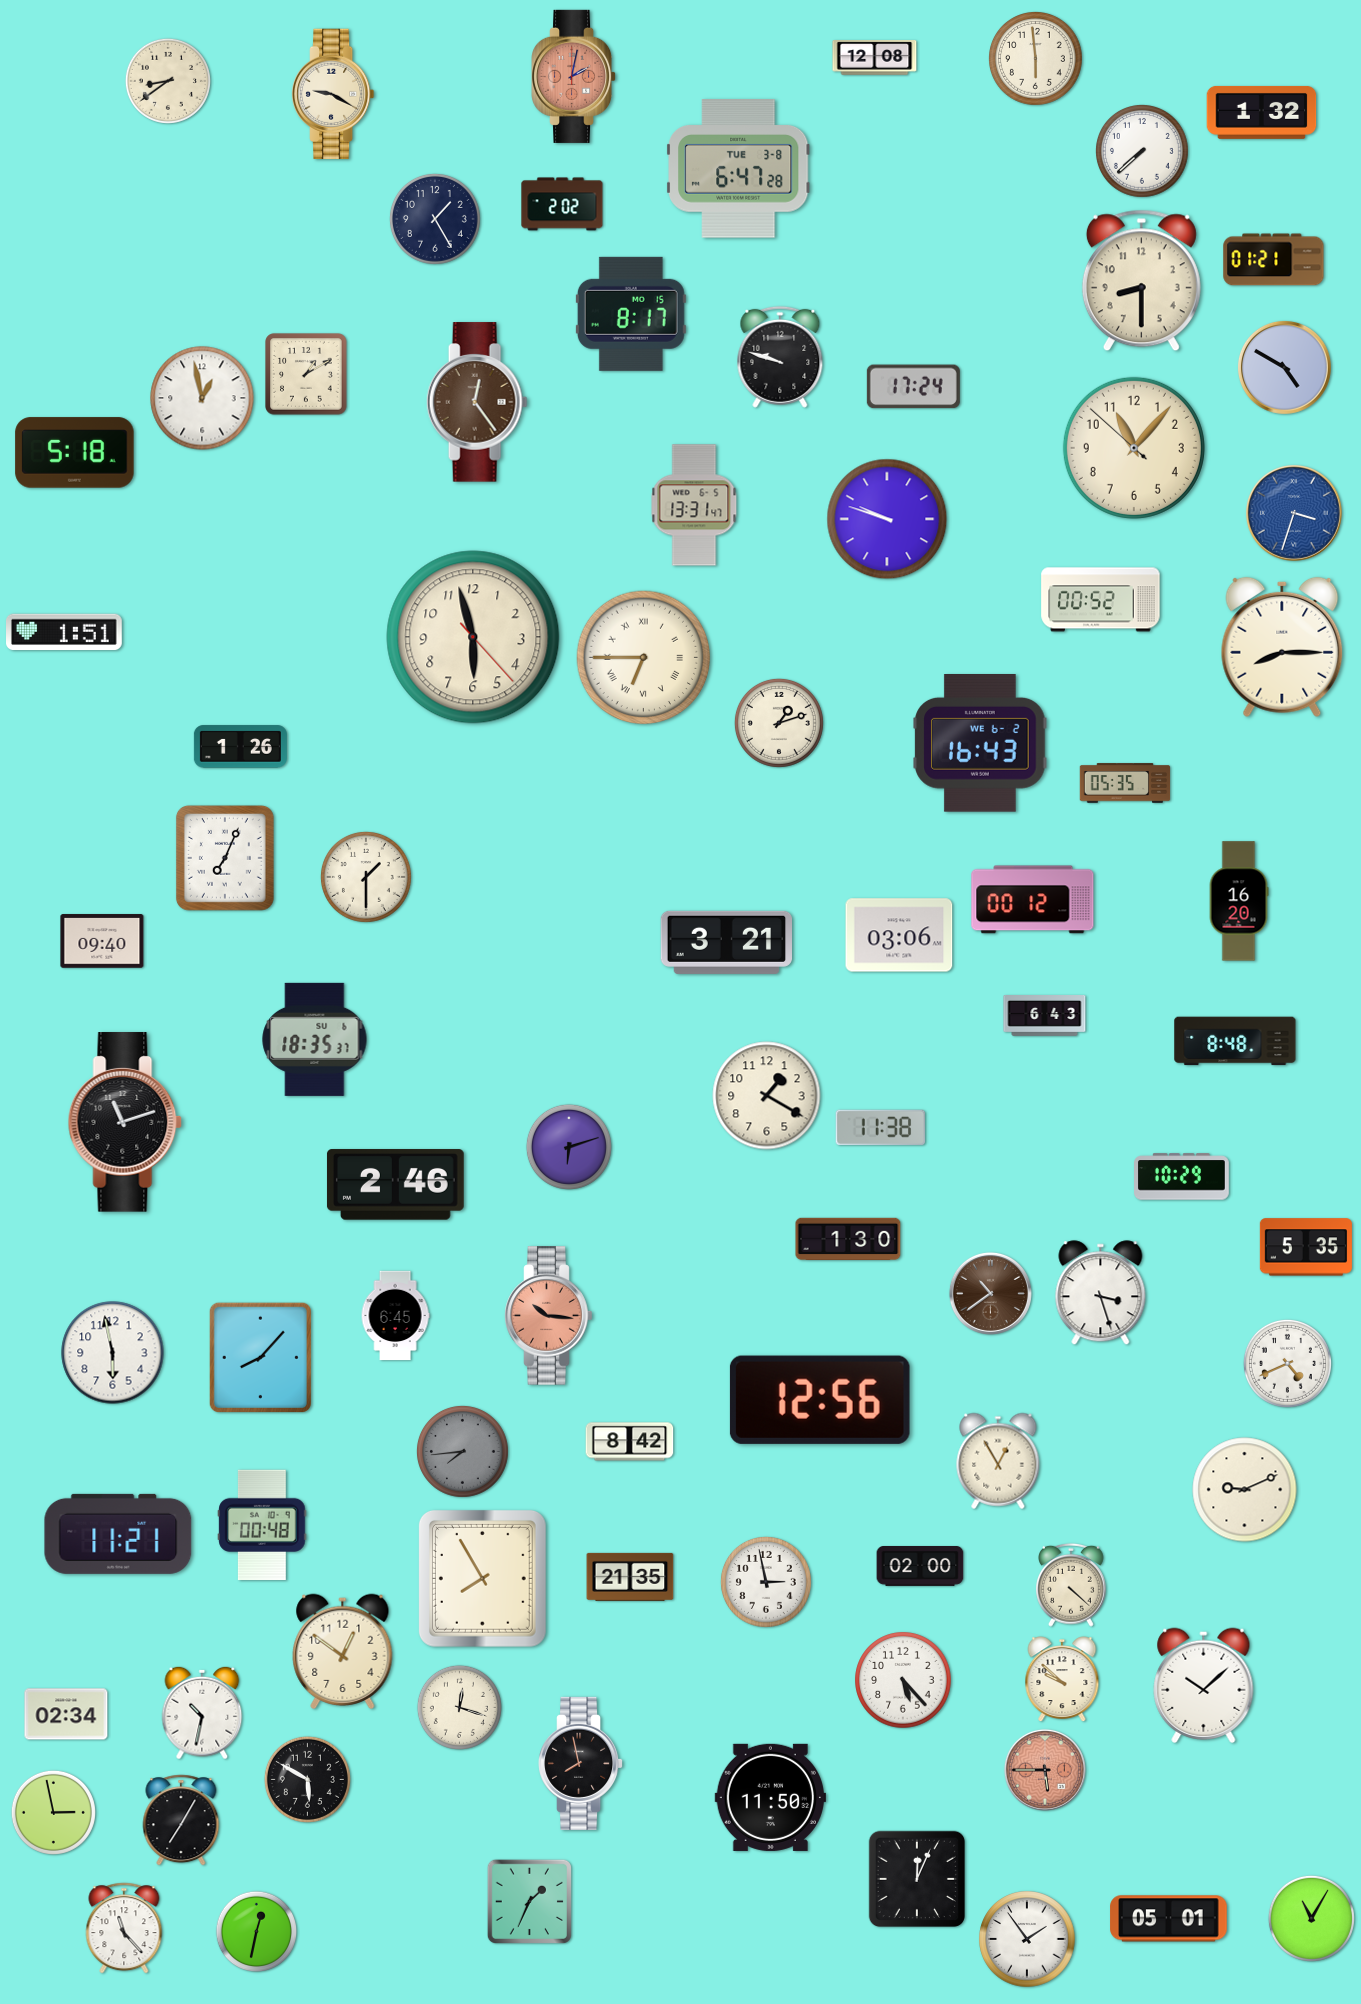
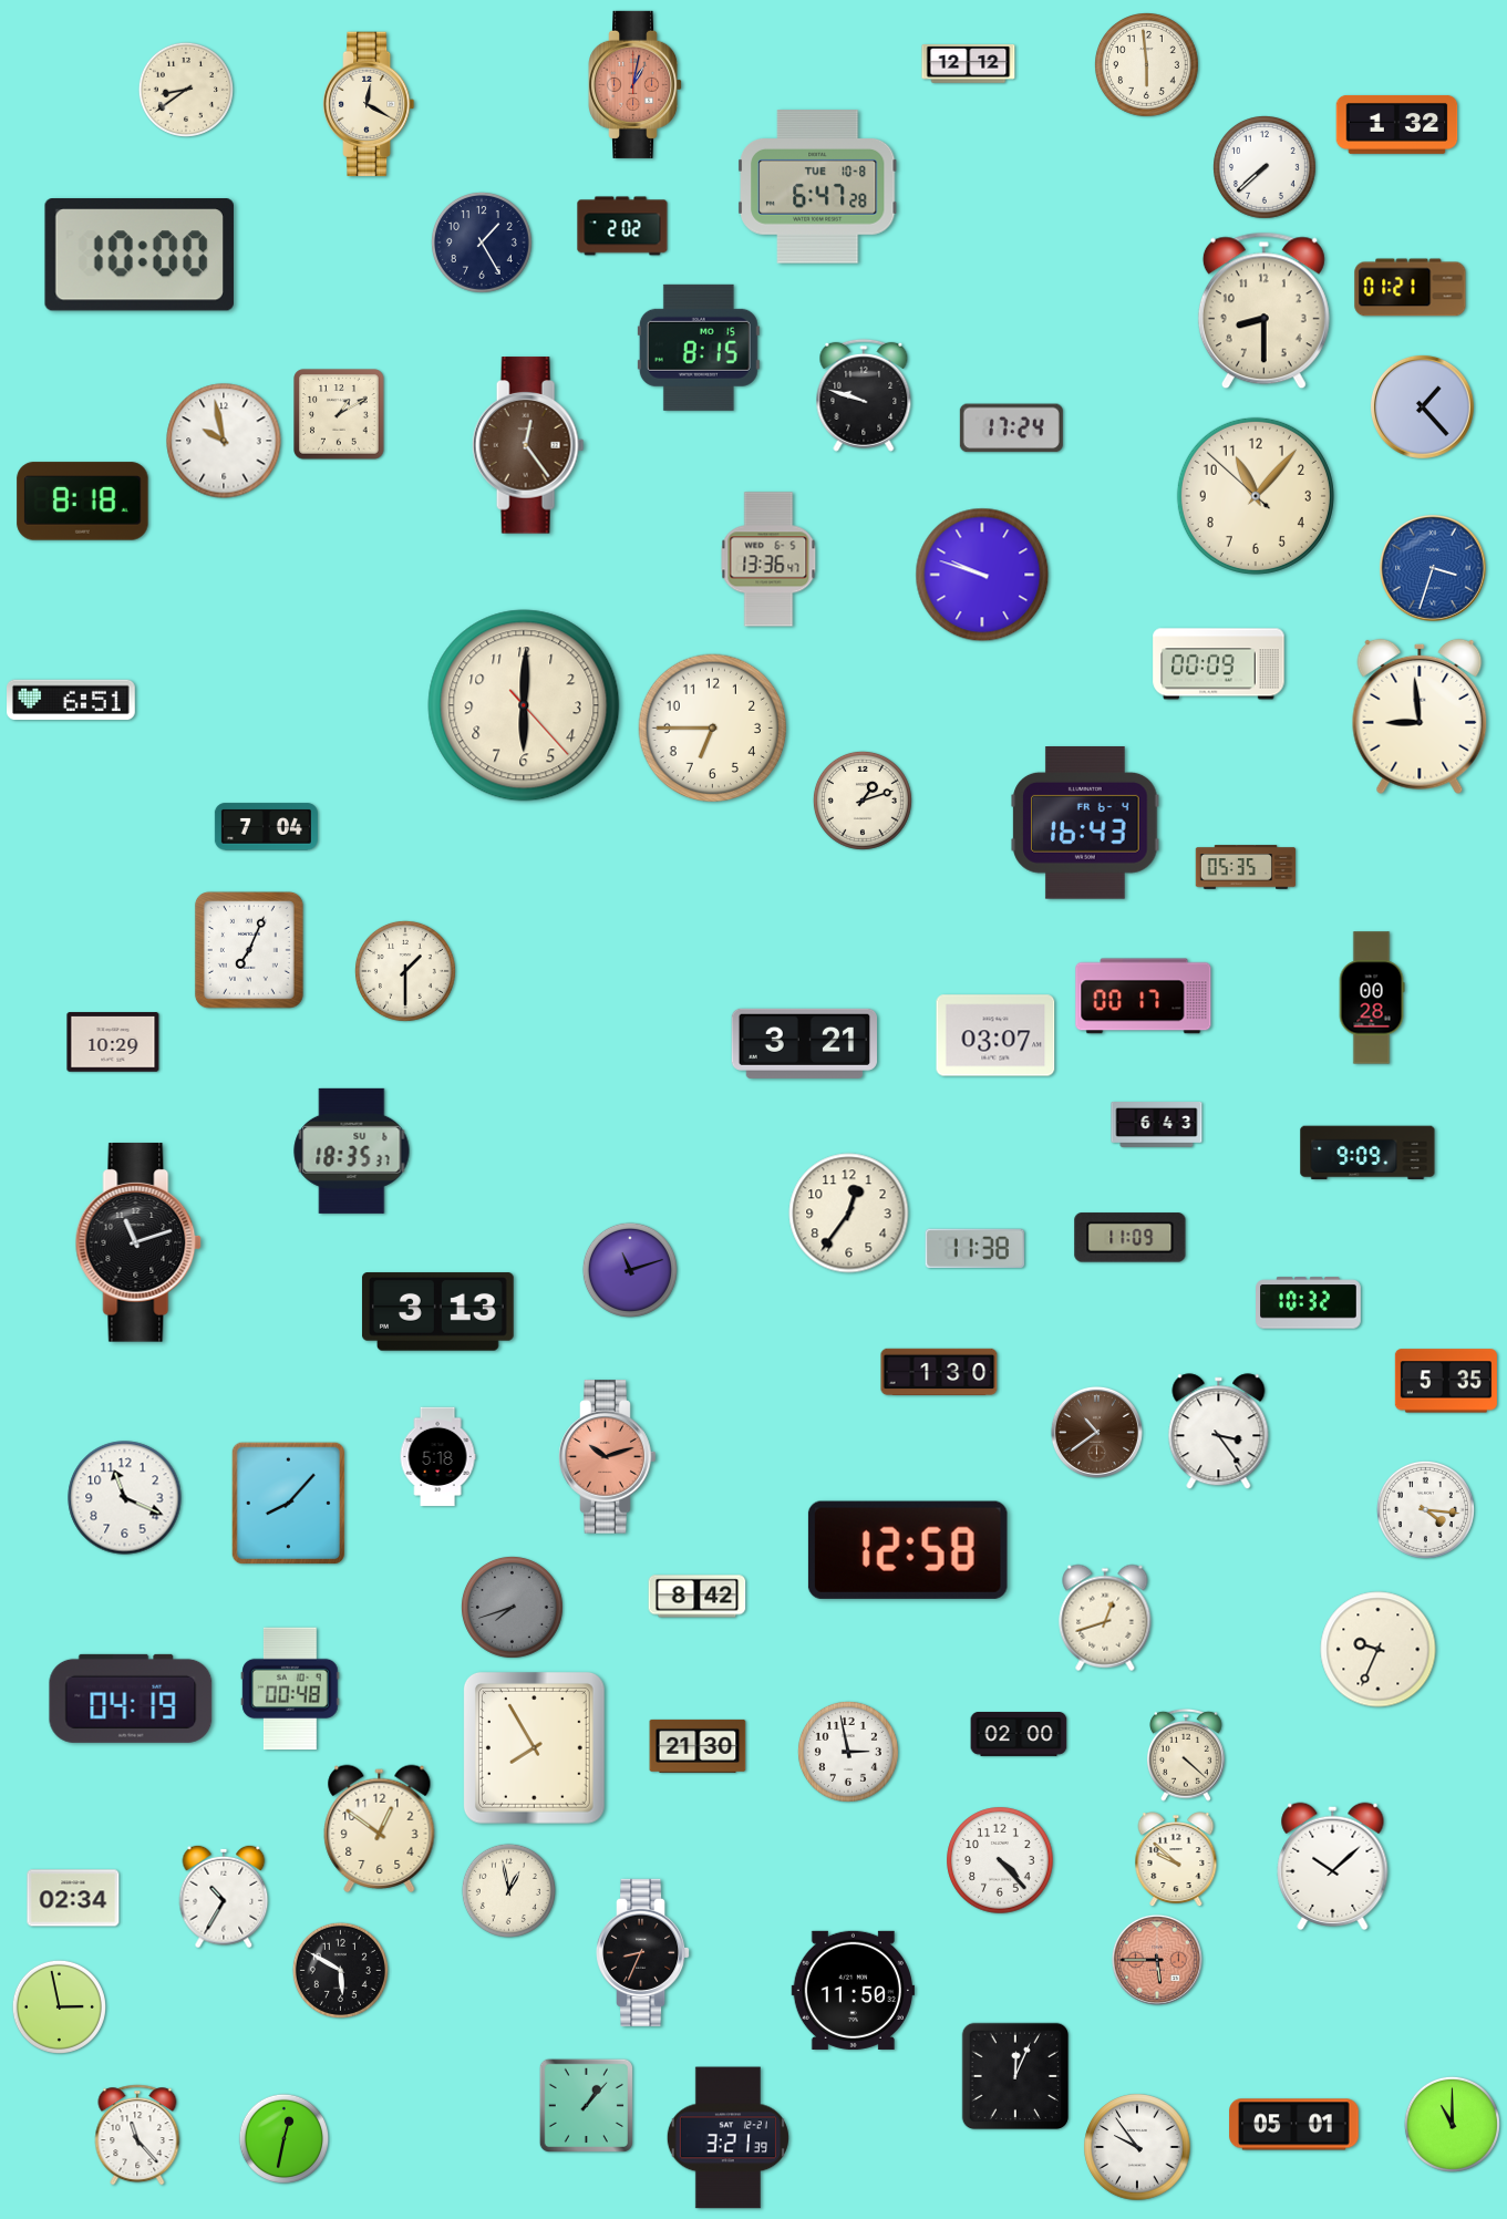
clock at (875, 58): 12:08 -> 12:12
clock at (574, 76): 2:02 -> 1:02
clock at (333, 94): 9:20 -> 12:20
clock at (739, 169) date: TUE 3-8 -> TUE 10-8
clock at (140, 255): none -> 10:00
clock at (631, 314): 8:17 -> 8:15
clock at (1284, 367): 4:50 -> 1:23
clock at (202, 398): 12:58 -> 9:58
clock at (75, 453): 5:18 -> 8:18
clock at (694, 505): 13:31 -> 13:36
clock at (1101, 600): 00:52 -> 00:09
clock at (65, 632): 1:51 -> 6:51
clock at (473, 637): 5:57 -> 6:00
clock at (1282, 647): 8:15 -> 8:59
clock at (644, 658) numerals: Roman -> Arabic
clock at (980, 744) date: WE 6-2 -> FR 6-4
clock at (240, 747): 1:26 -> 7:04
clock at (1033, 900): 00:12 -> 00:17
clock at (1239, 901): 16:20 -> 00:28
clock at (899, 935): 03:06 -> 03:07
clock at (102, 941): 09:40 -> 10:29
clock at (315, 1039) position: (315, 1039) -> (352, 1150)
clock at (1235, 1041): 8:48 -> 9:09
clock at (767, 1096): 1:20 -> 12:36
clock at (1131, 1238): none -> 11:09
clock at (569, 1147): 6:12 -> 11:12
clock at (1182, 1177): 10:29 -> 10:32
clock at (395, 1185): 2:46 -> 3:13
clock at (1101, 1293): 3:27 -> 3:24
clock at (395, 1316): 6:45 -> 5:18
clock at (549, 1316): 10:16 -> 10:12
clock at (113, 1353): 5:58 -> 11:19
clock at (1287, 1363): 4:41 -> 4:16
clock at (820, 1400): 12:56 -> 12:58
clock at (463, 1452): 7:44 -> 7:42
clock at (998, 1461): 12:55 -> 12:42
clock at (1245, 1490): 9:11 -> 9:34
clock at (118, 1534): 11:21 -> 04:19
clock at (630, 1577): 21:35 -> 21:30
clock at (903, 1680): 5:23 -> 4:23
clock at (459, 1707): 12:18 -> 12:58
clock at (202, 1713): 10:32 -> 10:35
clock at (581, 1763): 7:58 -> 8:34
clock at (181, 1820): 7:05 -> none
clock at (916, 1878) position: (916, 1878) -> (1014, 2075)
clock at (529, 1901): 1:34 -> 1:07
clock at (1311, 1918): 11:05 -> 11:00
clock at (727, 2138): none -> 3:21
clock at (1027, 1939): 1:54 -> 9:54
